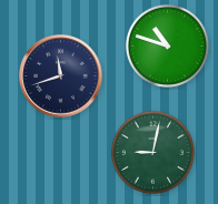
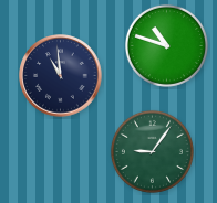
clock at (61, 76): 11:42 -> 10:59
clock at (152, 152): 9:02 -> 9:06
